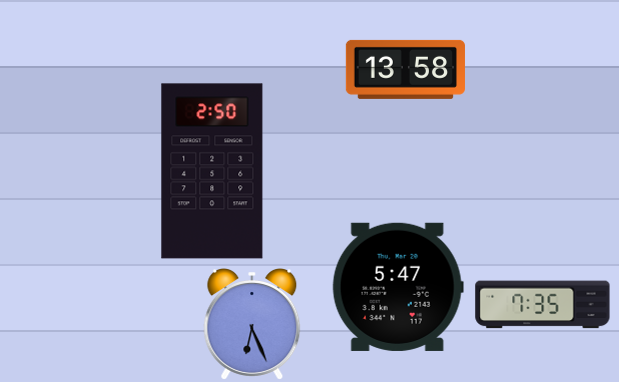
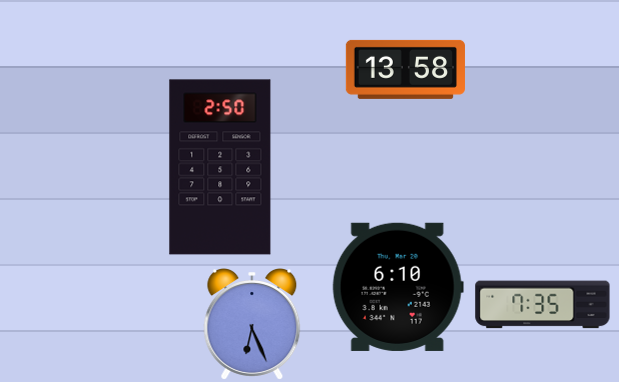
clock at (212, 171) position: (212, 171) -> (220, 167)
clock at (398, 287): 5:47 -> 6:10
